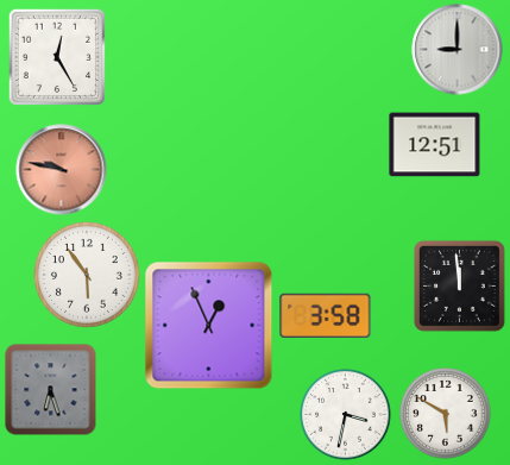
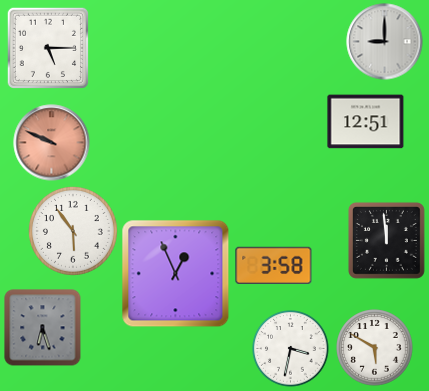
clock at (56, 56): 12:25 -> 5:15
clock at (62, 170): 9:47 -> 9:49
